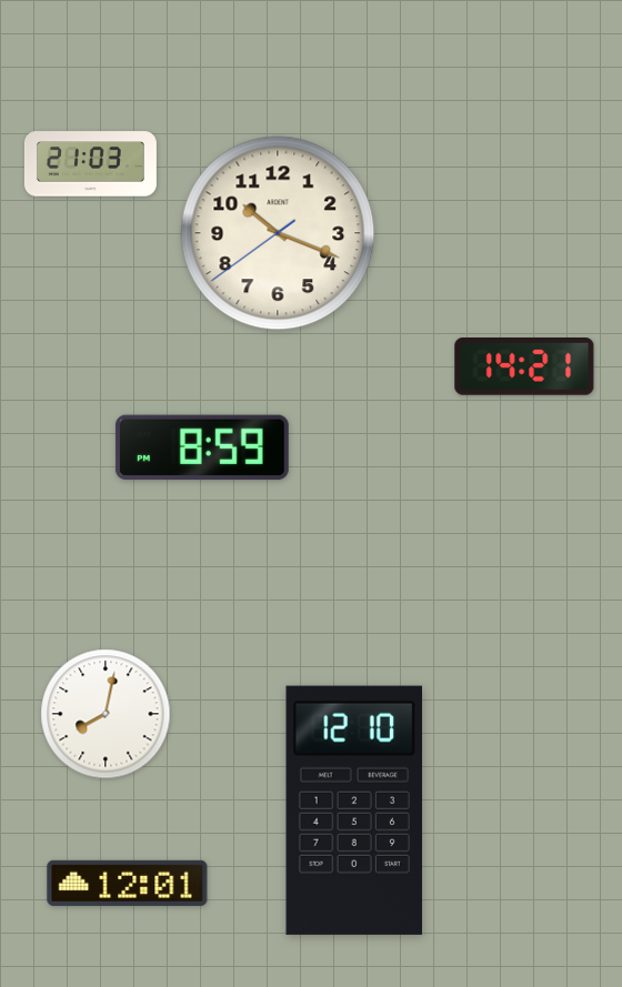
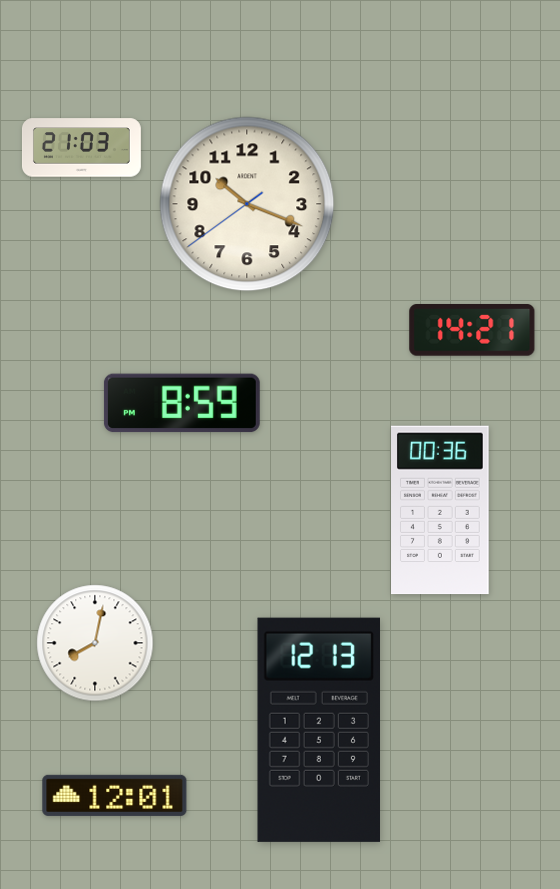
clock at (278, 233) position: (278, 233) -> (247, 204)
clock at (441, 510): none -> 00:36
clock at (353, 810): 12:10 -> 12:13
